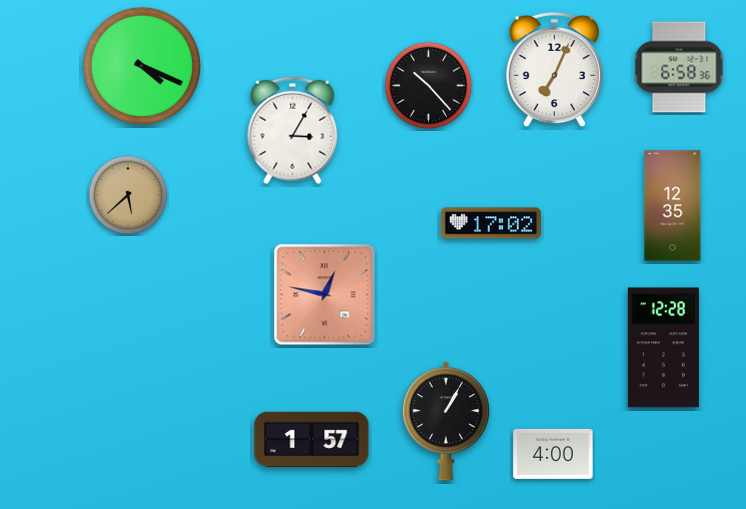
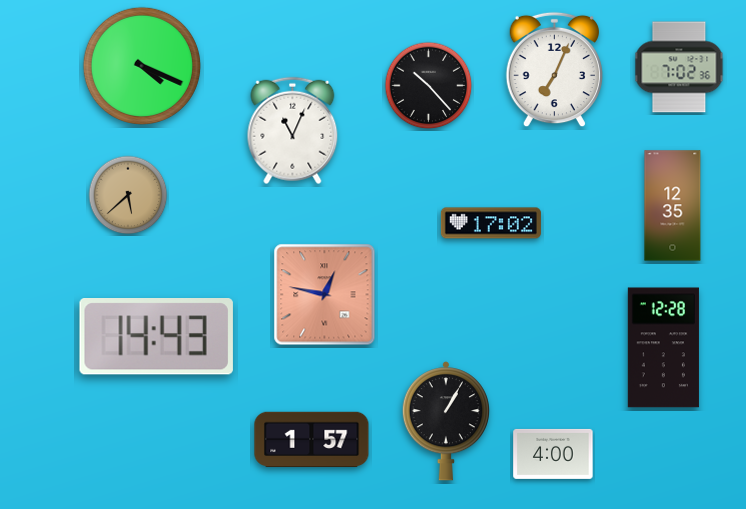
clock at (679, 67): 6:58 -> 7:02
clock at (293, 131): 3:05 -> 11:04
clock at (156, 336): none -> 14:43
